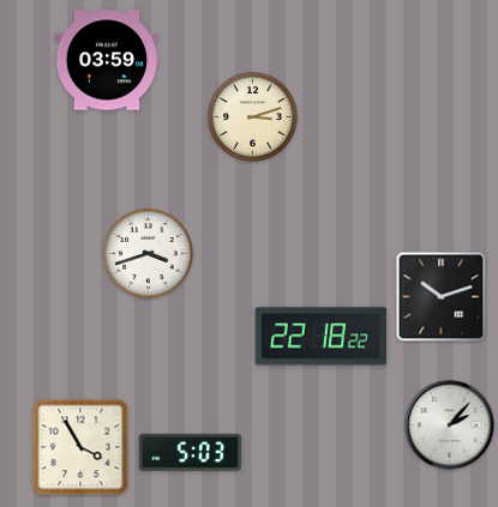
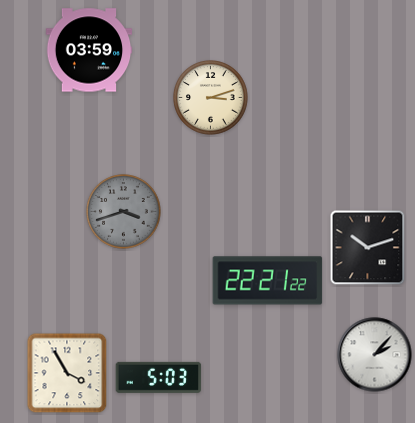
clock at (149, 254) dial: white -> grey
clock at (322, 337): 22:18 -> 22:21
